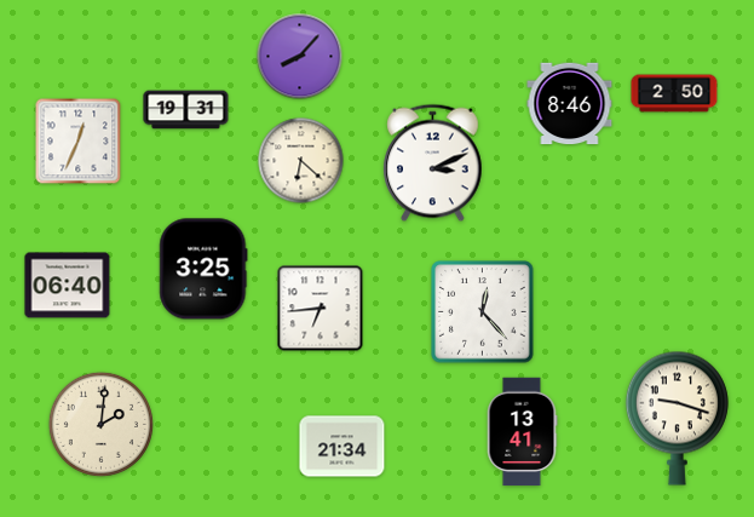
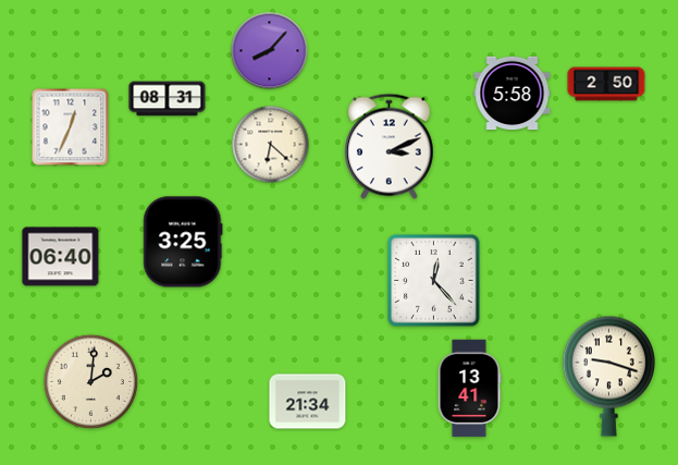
clock at (570, 104): 8:46 -> 5:58
clock at (186, 110): 19:31 -> 08:31
clock at (321, 309): 6:44 -> none
